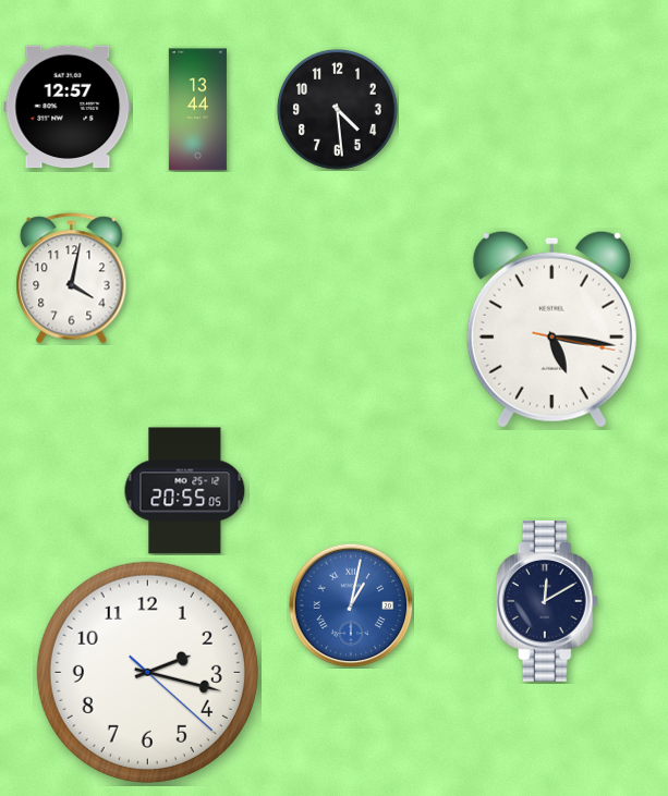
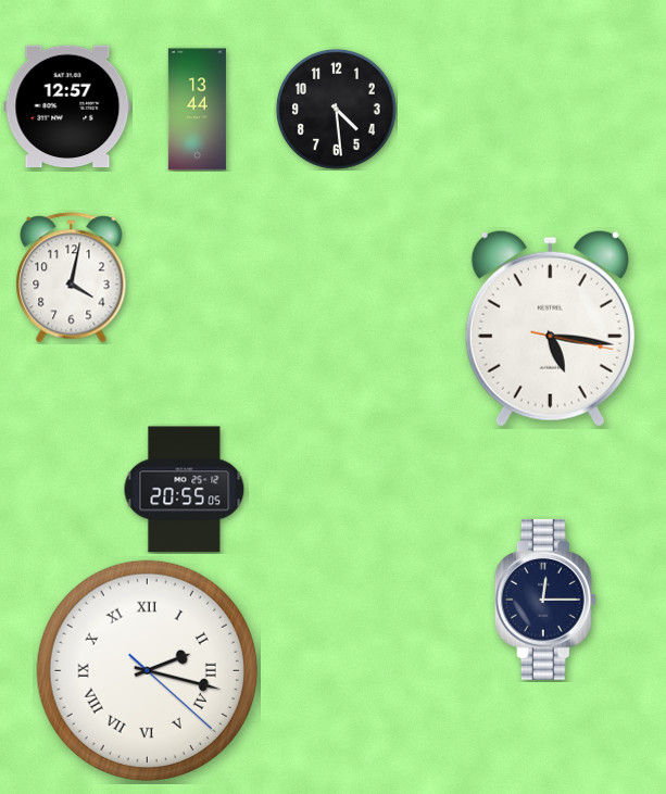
clock at (547, 601): 12:10 -> 12:15
clock at (351, 605): 1:02 -> none
clock at (147, 672) numerals: Arabic -> Roman
